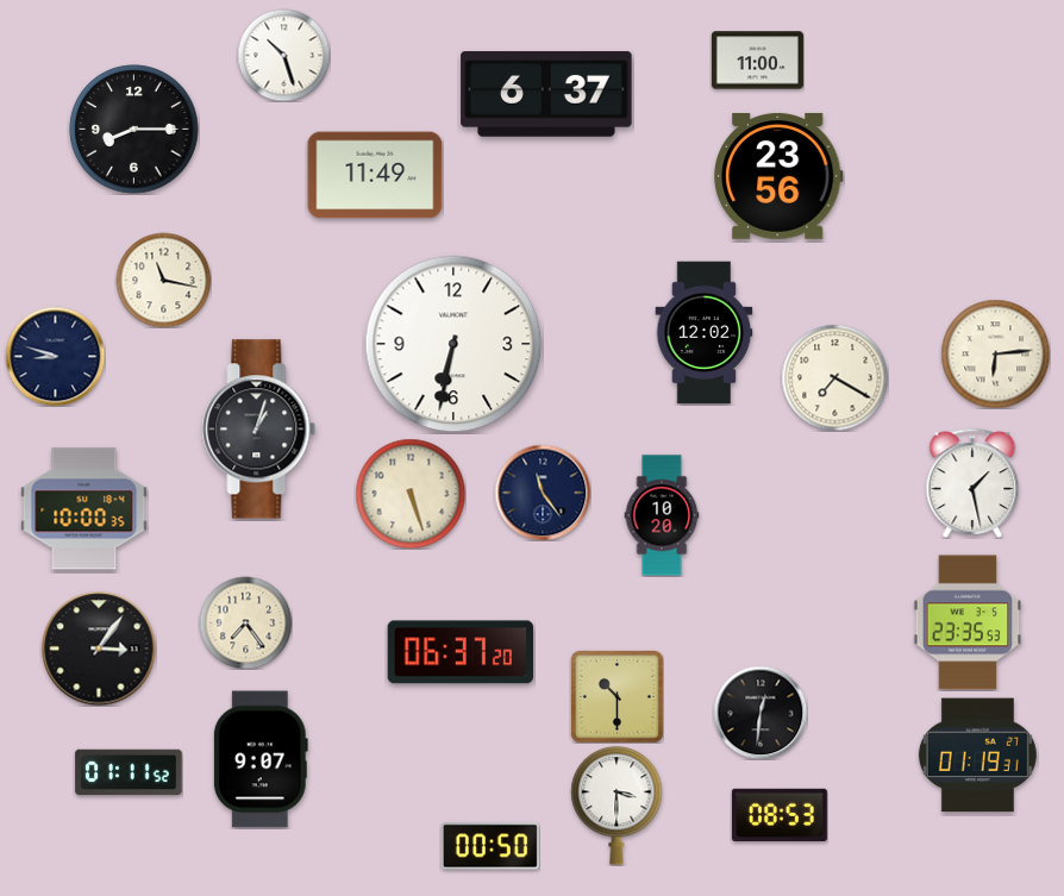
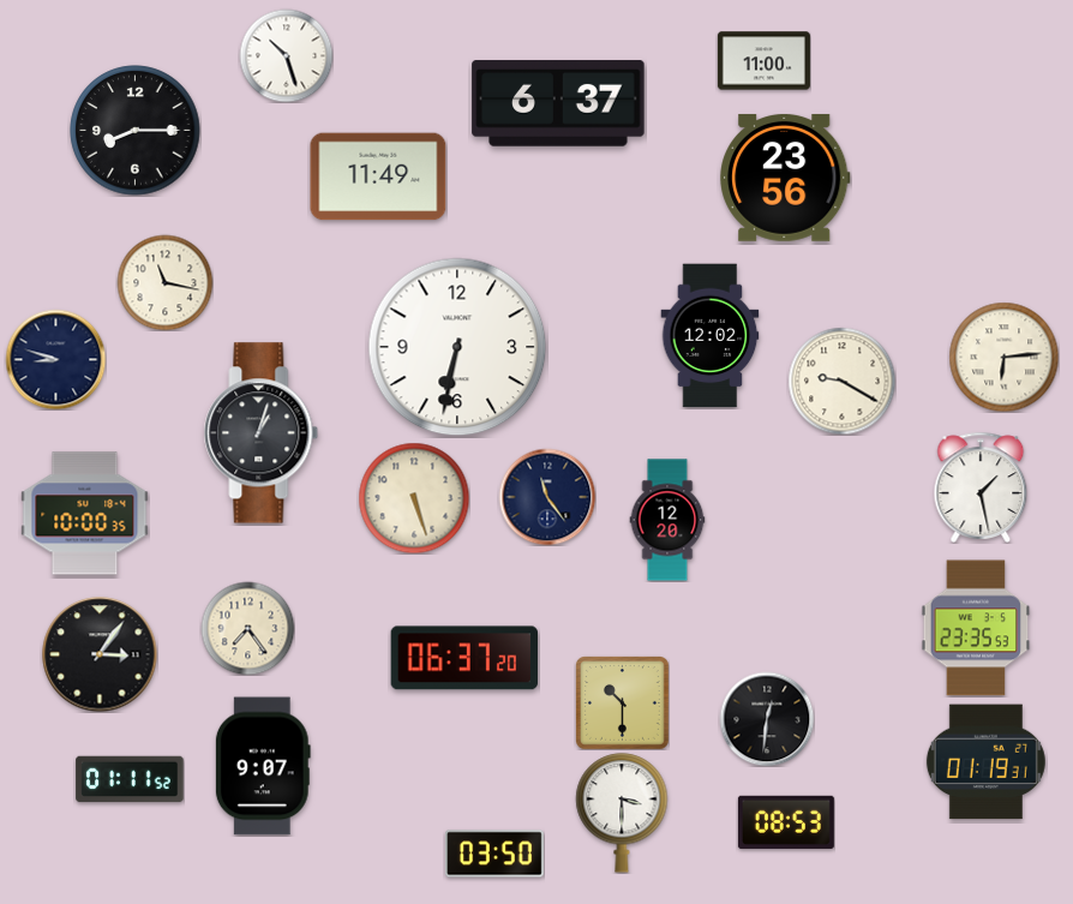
clock at (546, 94) position: (546, 94) -> (558, 103)
clock at (834, 377): 7:20 -> 9:20
clock at (662, 515): 10:20 -> 12:20
clock at (490, 846): 00:50 -> 03:50
